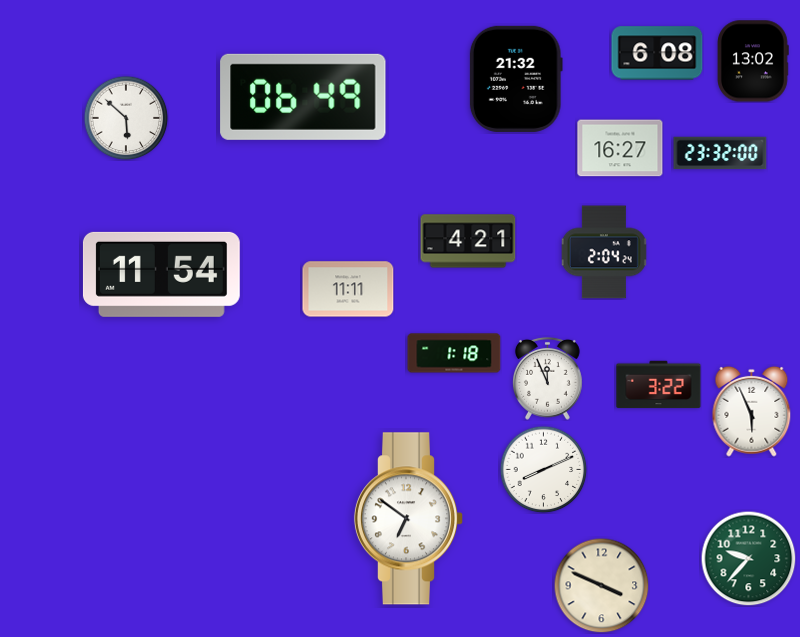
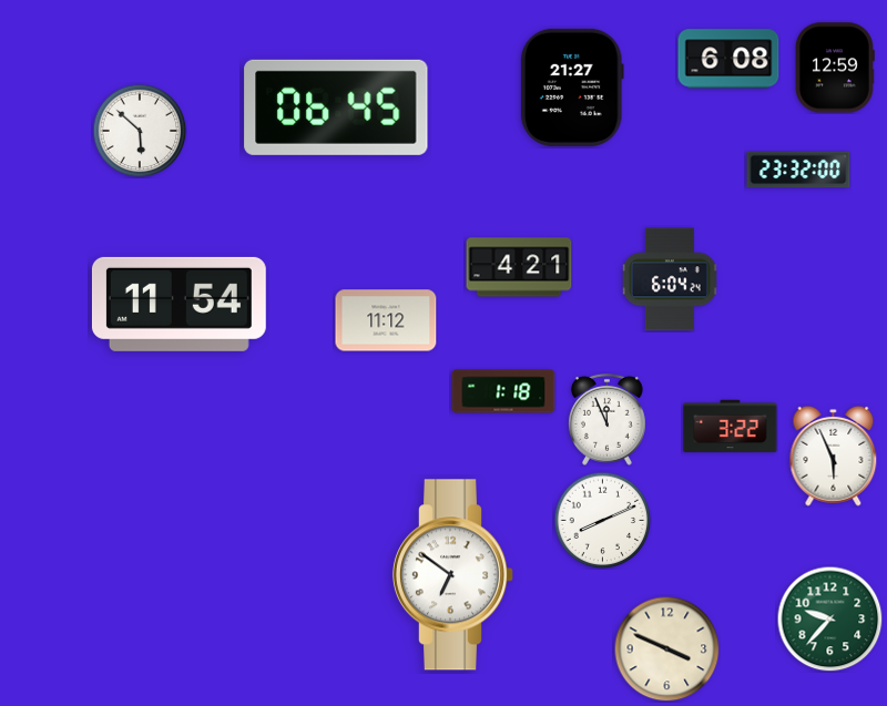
clock at (753, 61): 13:02 -> 12:59
clock at (516, 79): 21:32 -> 21:27
clock at (303, 97): 06:49 -> 06:45
clock at (620, 148): 16:27 -> none
clock at (604, 252): 2:04 -> 6:04
clock at (348, 289): 11:11 -> 11:12
